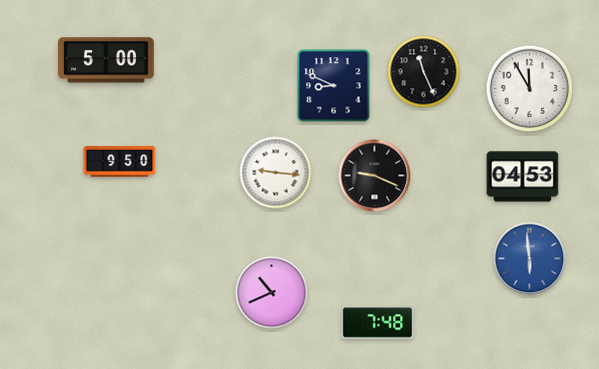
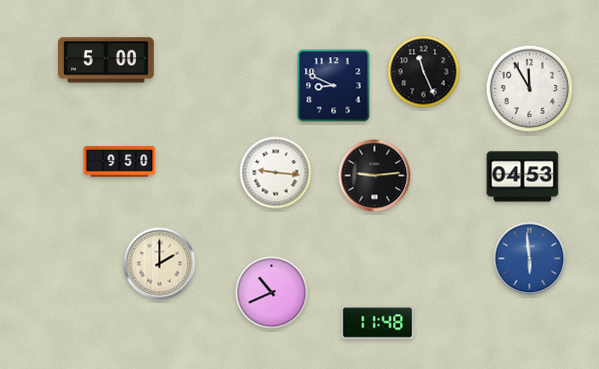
clock at (375, 176): 9:19 -> 9:14
clock at (160, 264): none -> 2:00
clock at (378, 323): 7:48 -> 11:48
